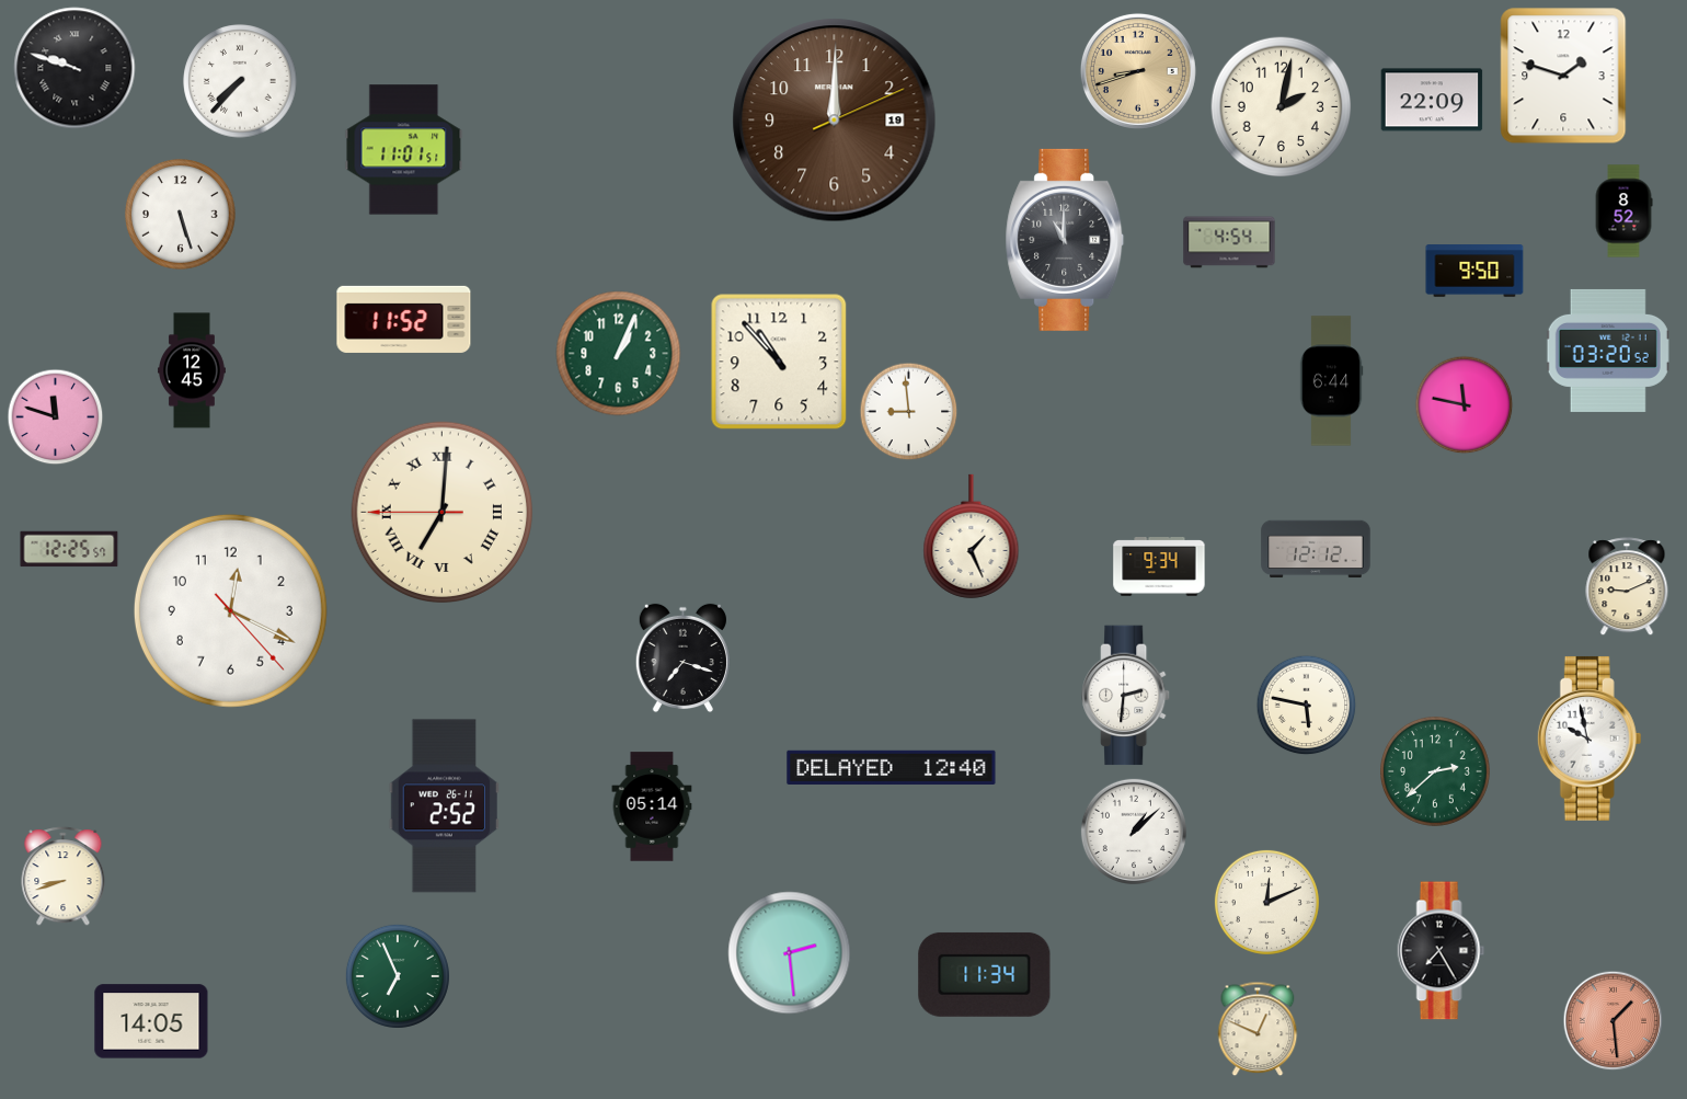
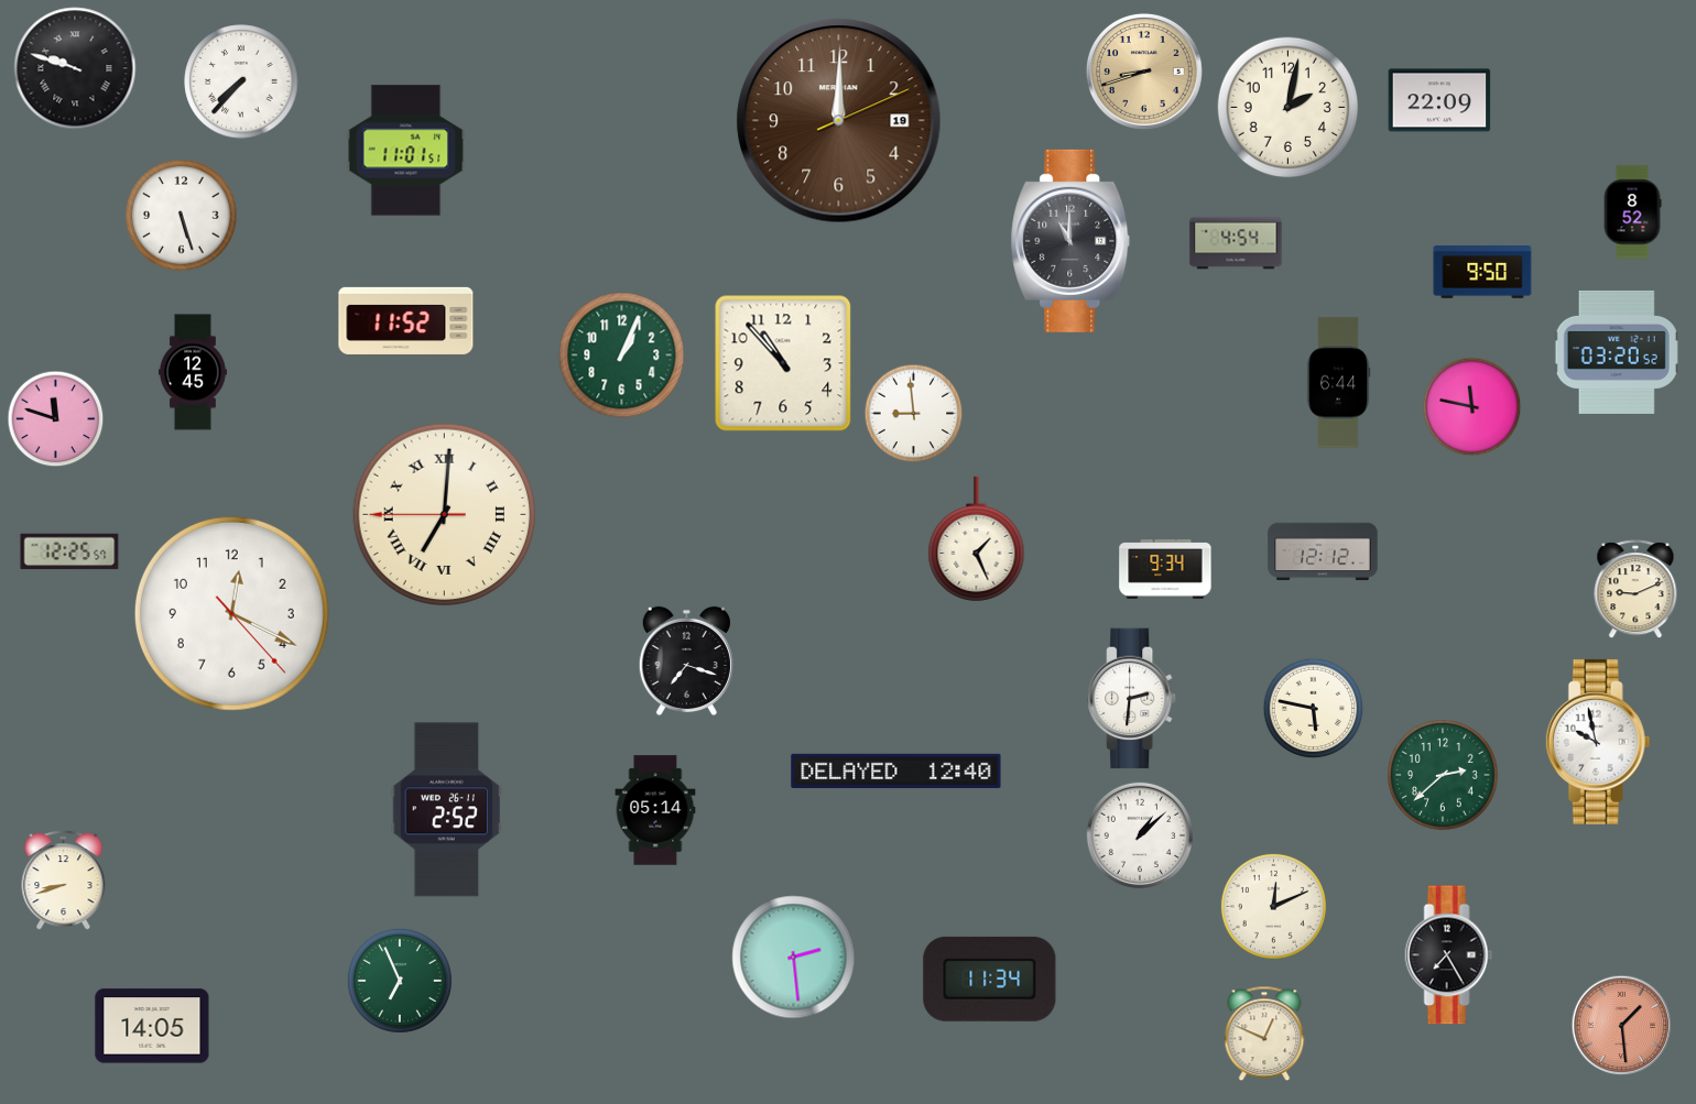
clock at (1563, 76): 1:48 -> none
